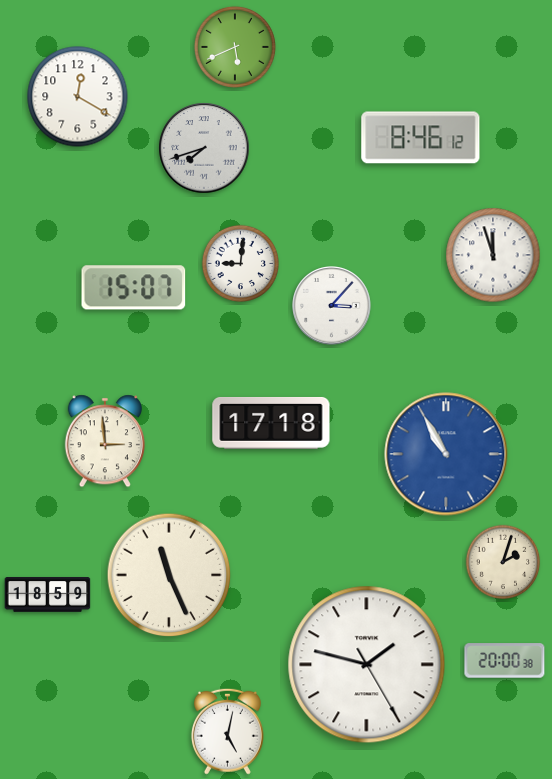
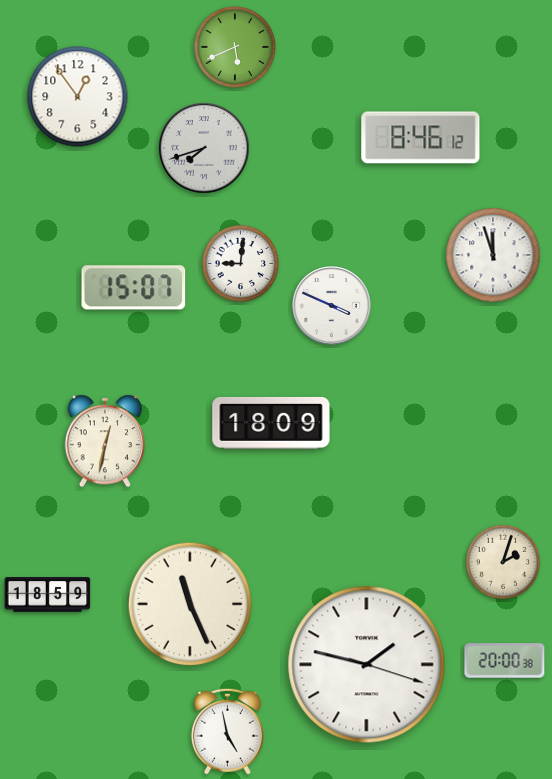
clock at (78, 97): 12:20 -> 12:54
clock at (332, 306): 3:07 -> 3:49
clock at (271, 423): 17:18 -> 18:09
clock at (105, 441): 2:59 -> 12:32
clock at (446, 454): 10:55 -> none
clock at (169, 575) position: (169, 575) -> (190, 604)
clock at (367, 665): 1:47:25 -> 1:47:18
clock at (227, 731): 5:02 -> 4:58
